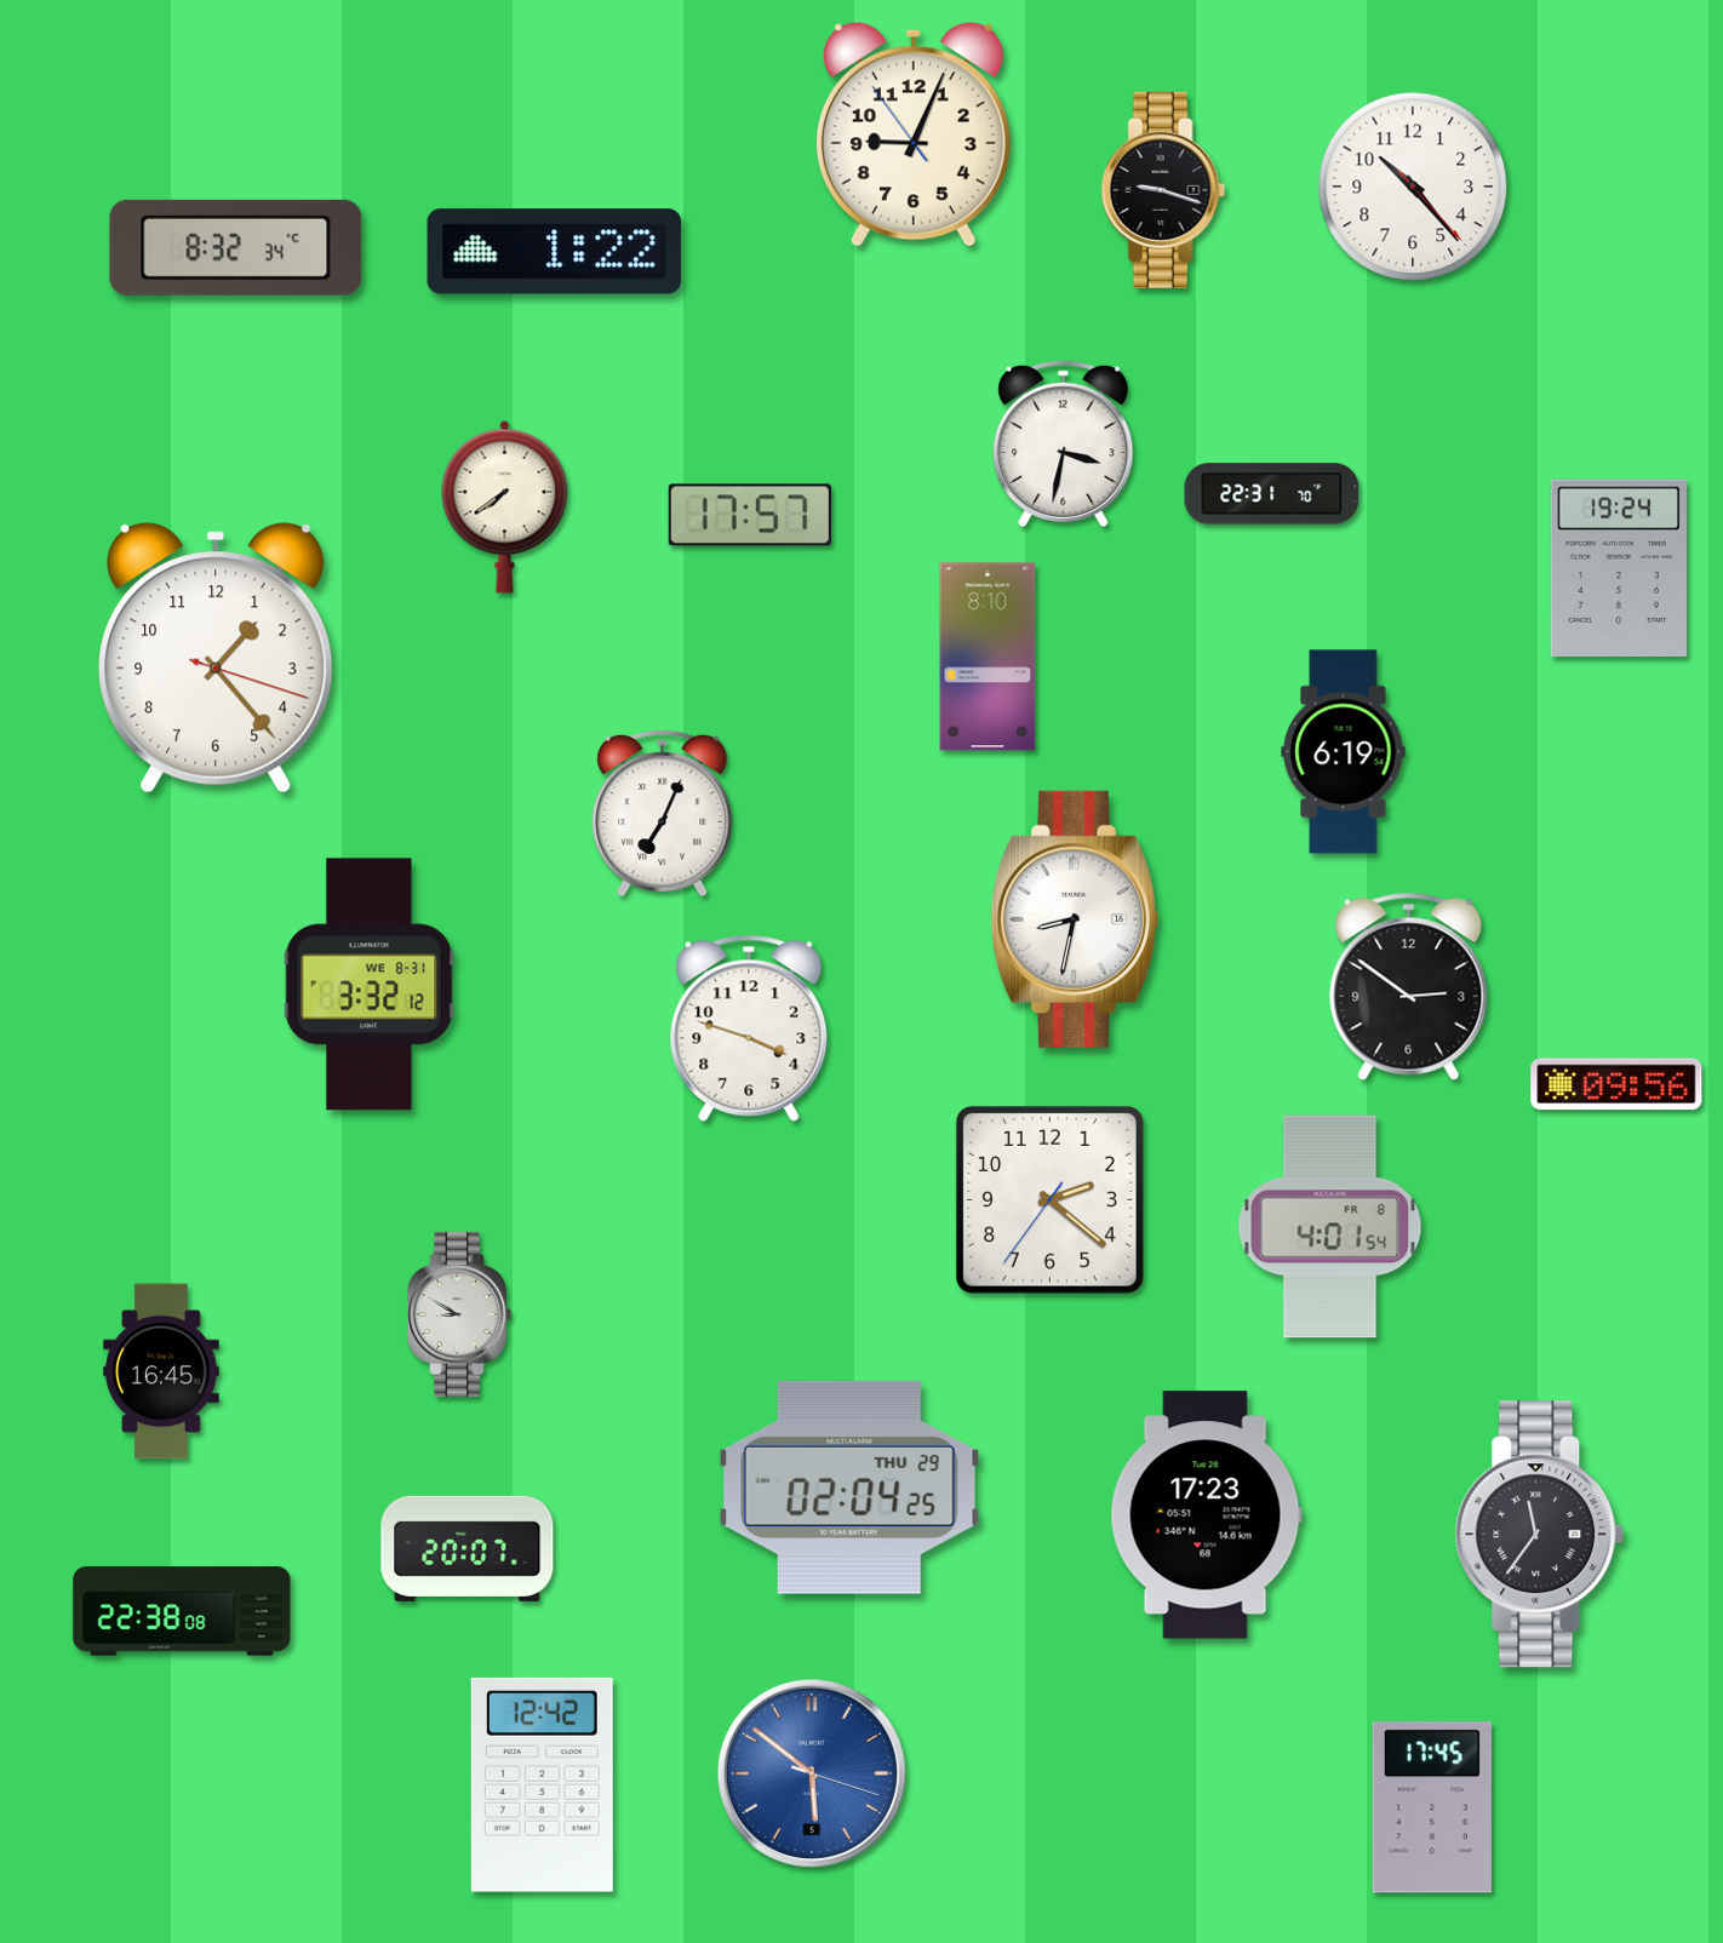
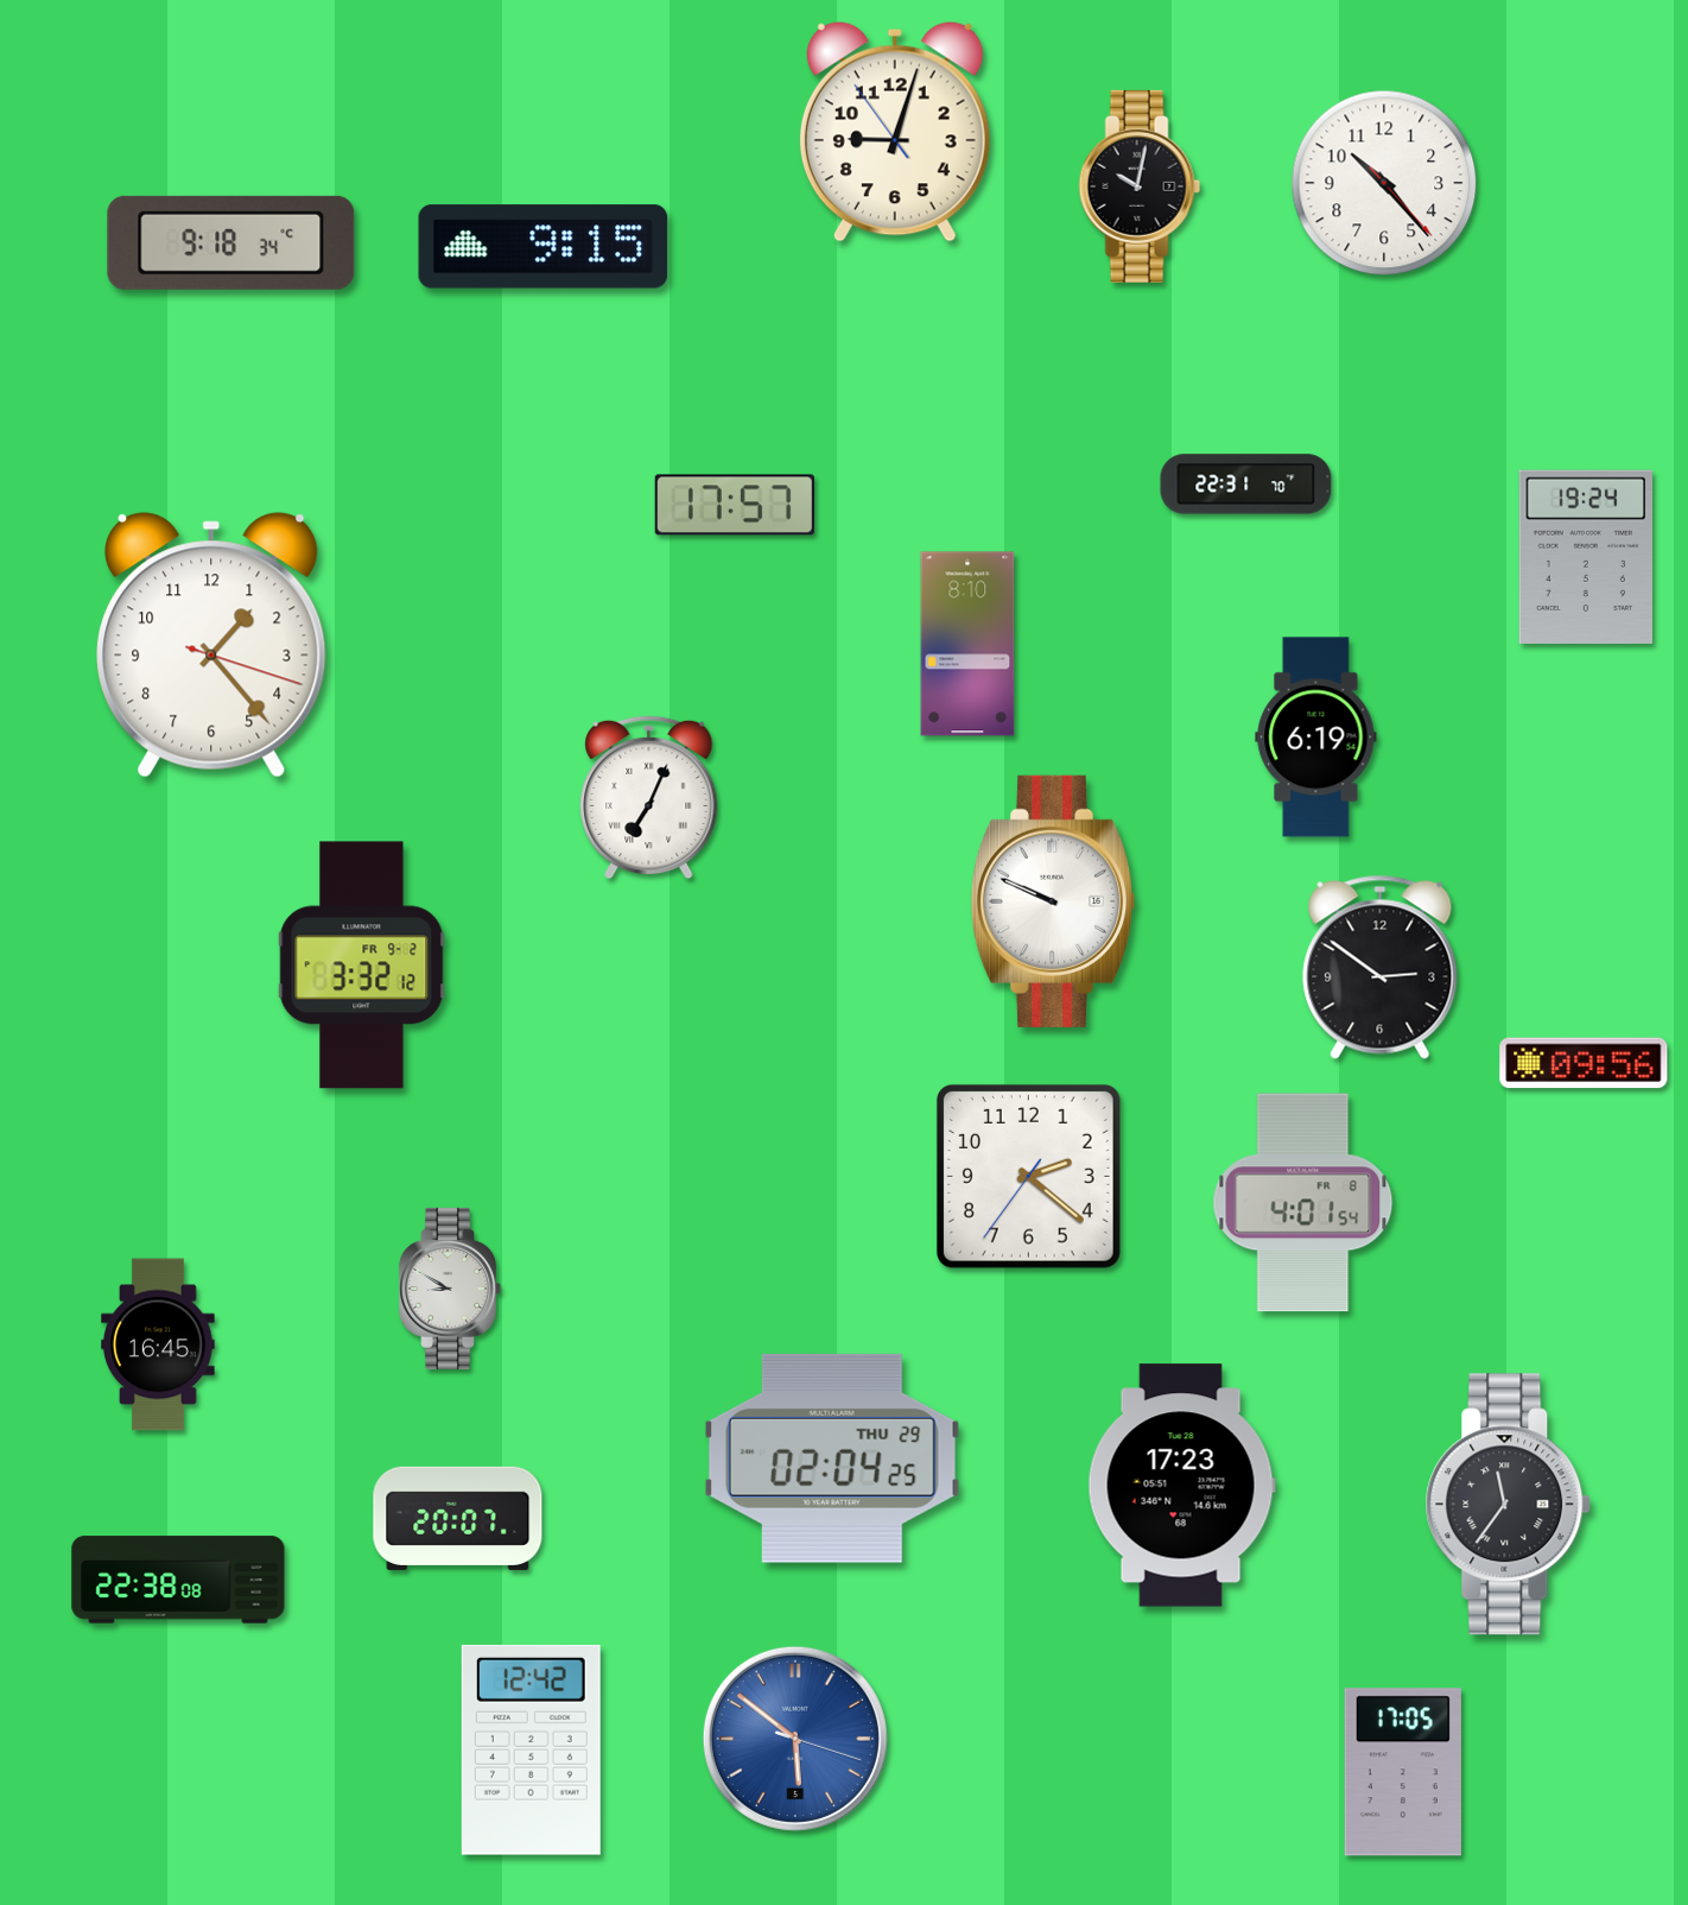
clock at (914, 134): 9:03 -> 9:02
clock at (1163, 190): 9:18 -> 10:02
clock at (236, 247): 8:32 -> 9:18
clock at (555, 252): 1:22 -> 9:15
clock at (1064, 445): 3:32 -> none
clock at (505, 506): 7:39 -> none
clock at (1075, 919): 8:32 -> 9:49
clock at (370, 985) date: WE 8-31 -> FR 9-2
clock at (749, 1028): 3:48 -> none
clock at (1432, 1807): 17:45 -> 17:05
